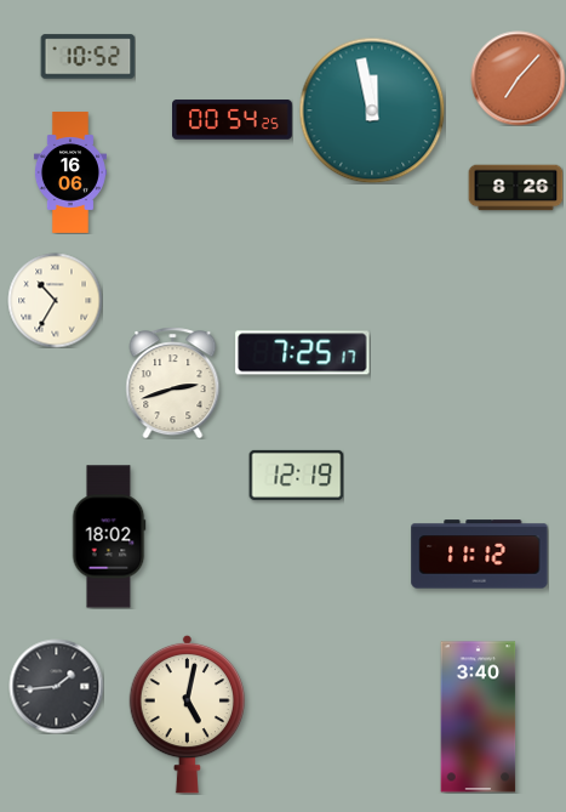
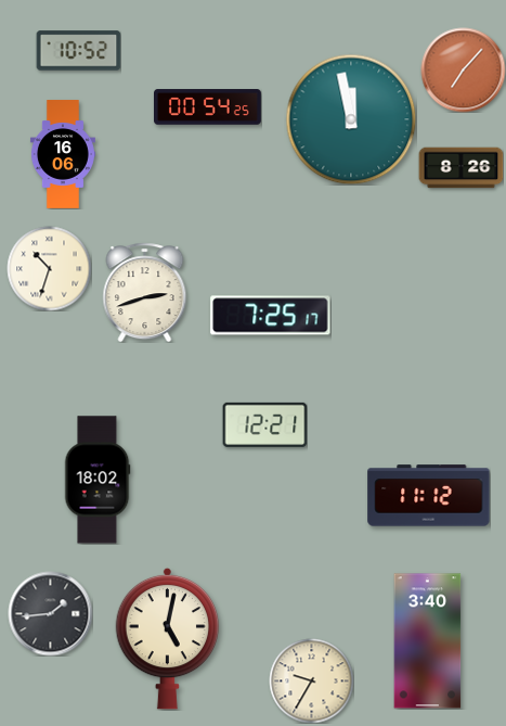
clock at (372, 110) position: (372, 110) -> (351, 119)
clock at (55, 300): 10:35 -> 10:33
clock at (173, 382) position: (173, 382) -> (145, 292)
clock at (296, 475): 12:19 -> 12:21
clock at (311, 680): none -> 9:35
